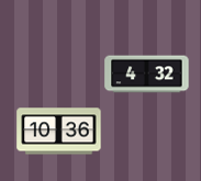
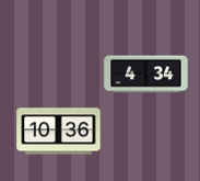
clock at (147, 75): 4:32 -> 4:34
